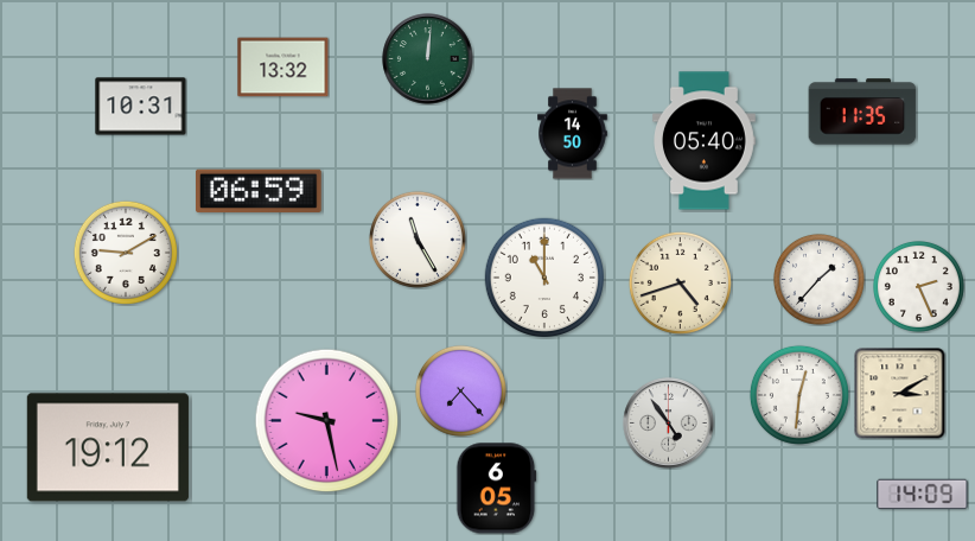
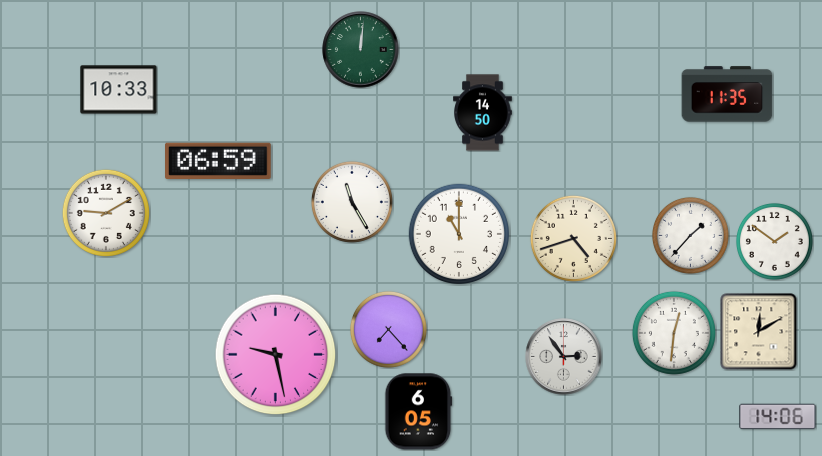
clock at (283, 68): 13:32 -> none
clock at (141, 107): 10:31 -> 10:33
clock at (705, 141): 05:40 -> none
clock at (918, 286): 2:26 -> 1:51
clock at (900, 394): 3:10 -> 12:10
clock at (669, 424): 4:54 -> 2:54
clock at (108, 447): 19:12 -> none
clock at (923, 495): 14:09 -> 14:06
